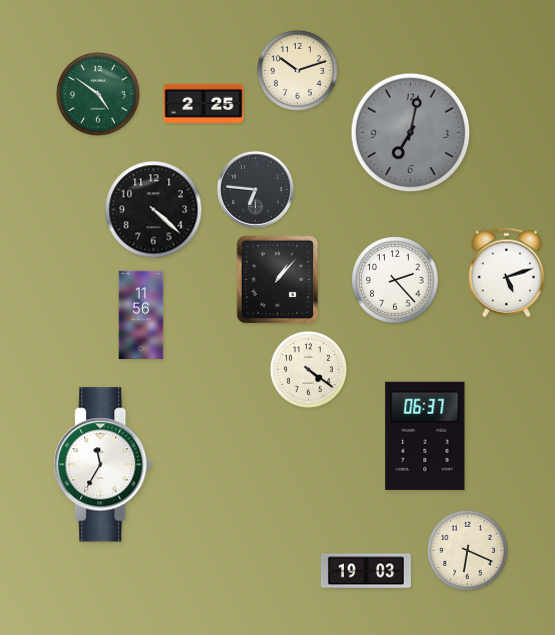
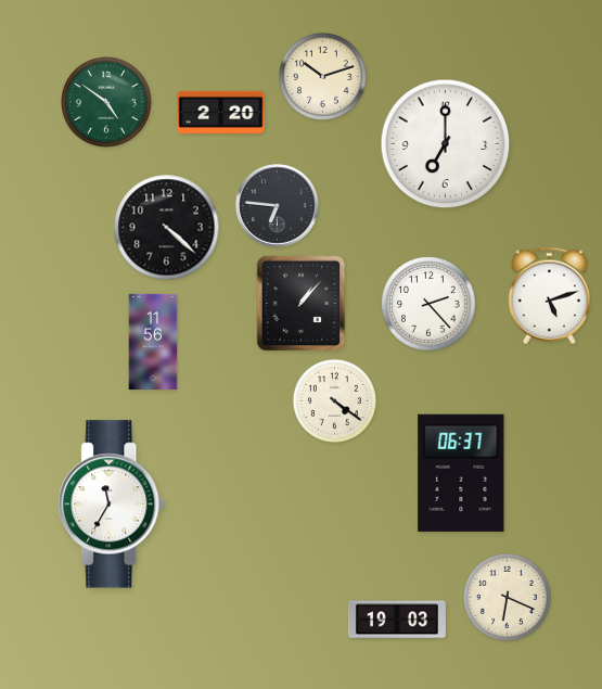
clock at (204, 104): 2:25 -> 2:20
clock at (411, 133): 7:02 -> 7:00
clock at (411, 133) dial: grey -> white
